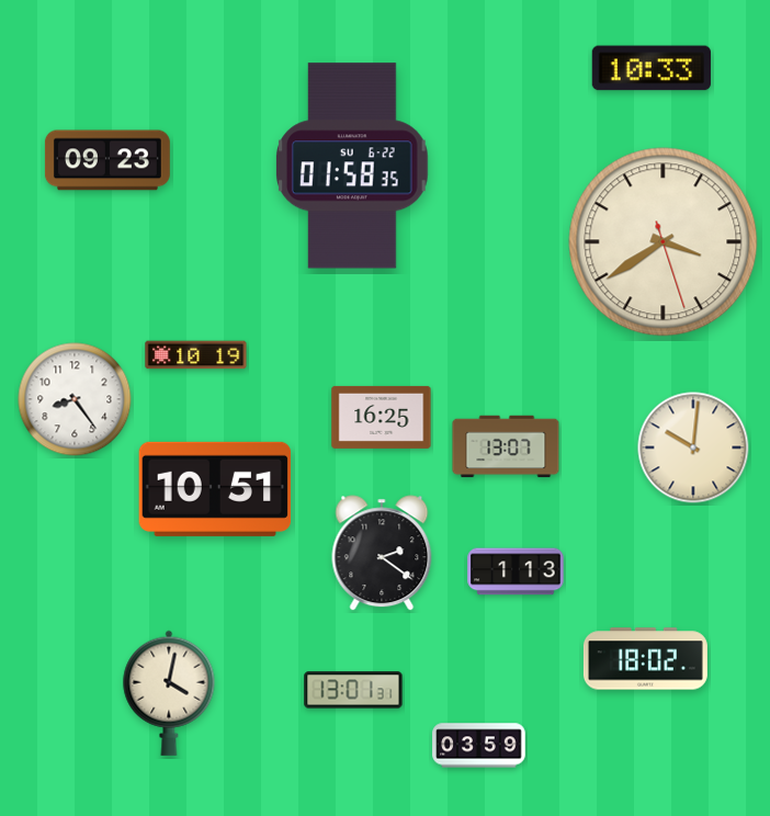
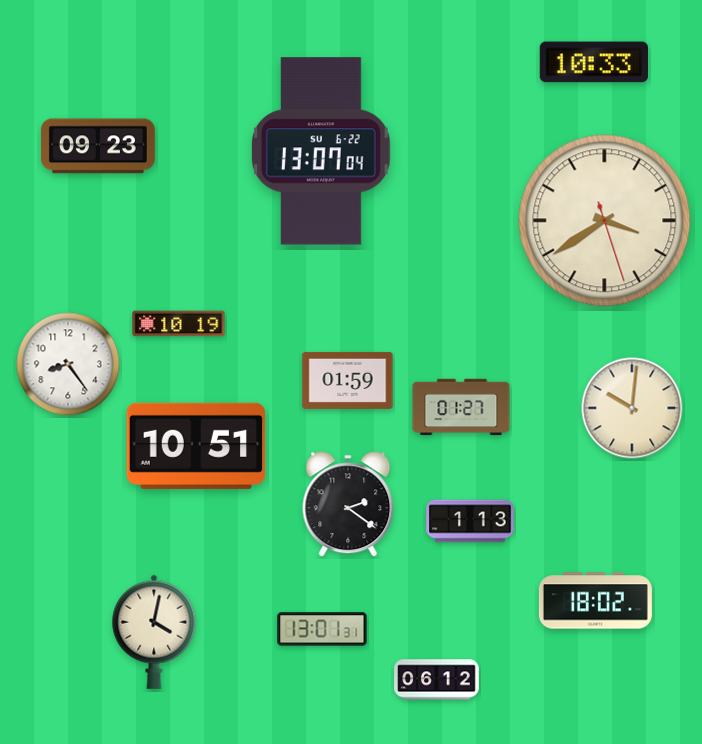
clock at (353, 166): 01:58 -> 13:07
clock at (382, 417): 16:25 -> 01:59
clock at (506, 446): 13:07 -> 01:27
clock at (645, 659) position: (645, 659) -> (595, 601)
clock at (479, 746): 03:59 -> 06:12
